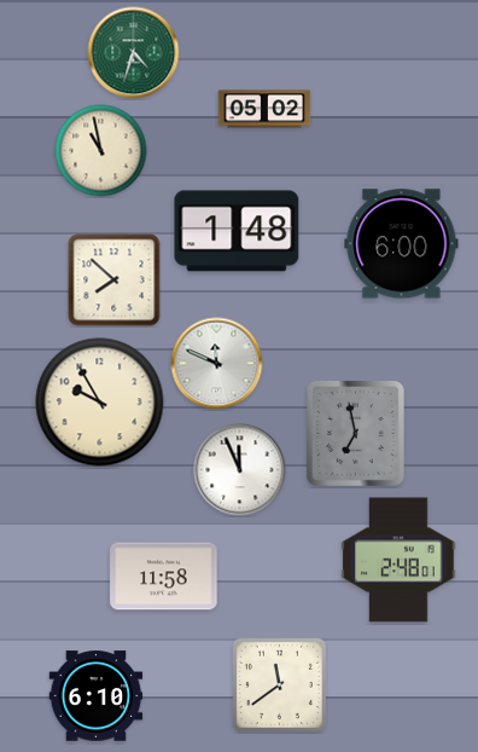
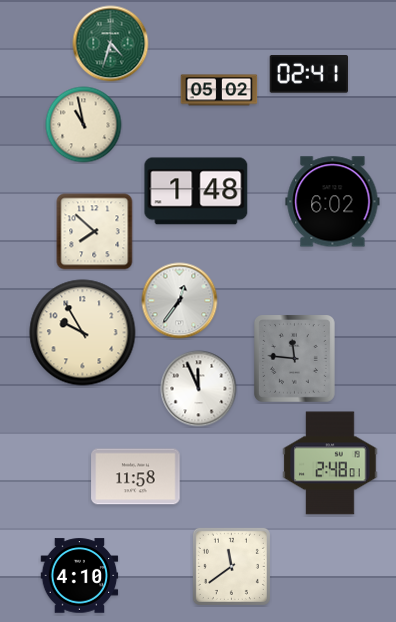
clock at (308, 74): none -> 02:41
clock at (402, 244): 6:00 -> 6:02
clock at (217, 364): 11:49 -> 12:36
clock at (356, 434): 6:58 -> 11:46
clock at (97, 696): 6:10 -> 4:10
